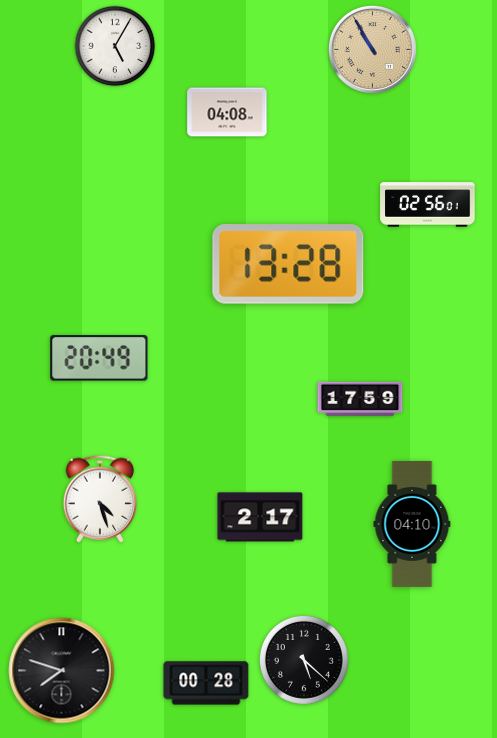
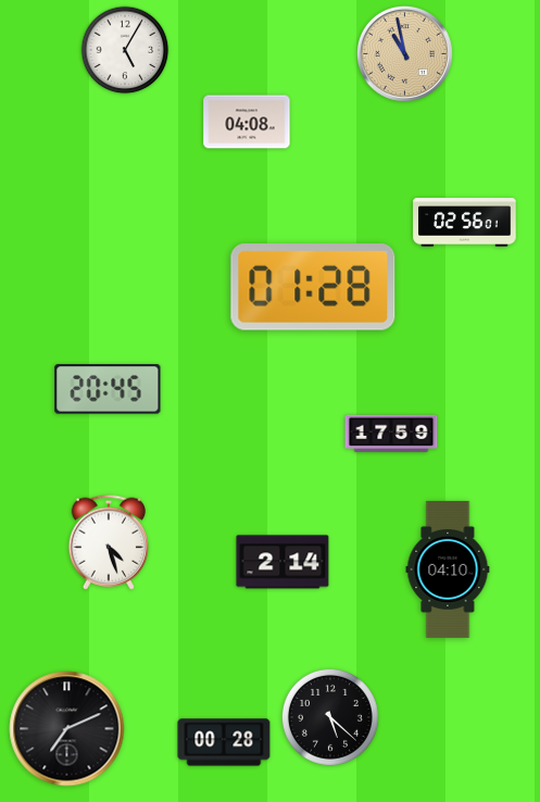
clock at (372, 49): 10:55 -> 10:58
clock at (288, 265): 13:28 -> 01:28
clock at (99, 358): 20:49 -> 20:45
clock at (260, 517): 2:17 -> 2:14
clock at (62, 671): 7:48 -> 7:11
